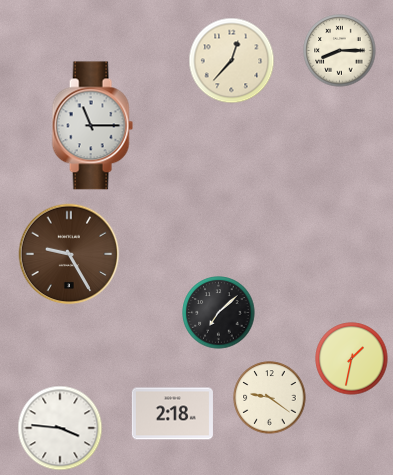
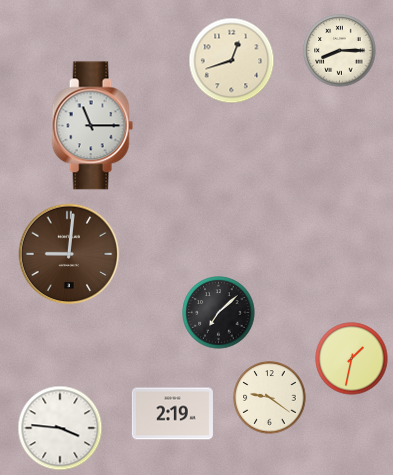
clock at (232, 61): 12:37 -> 12:42
clock at (69, 254): 9:25 -> 9:01
clock at (172, 414): 2:18 -> 2:19
